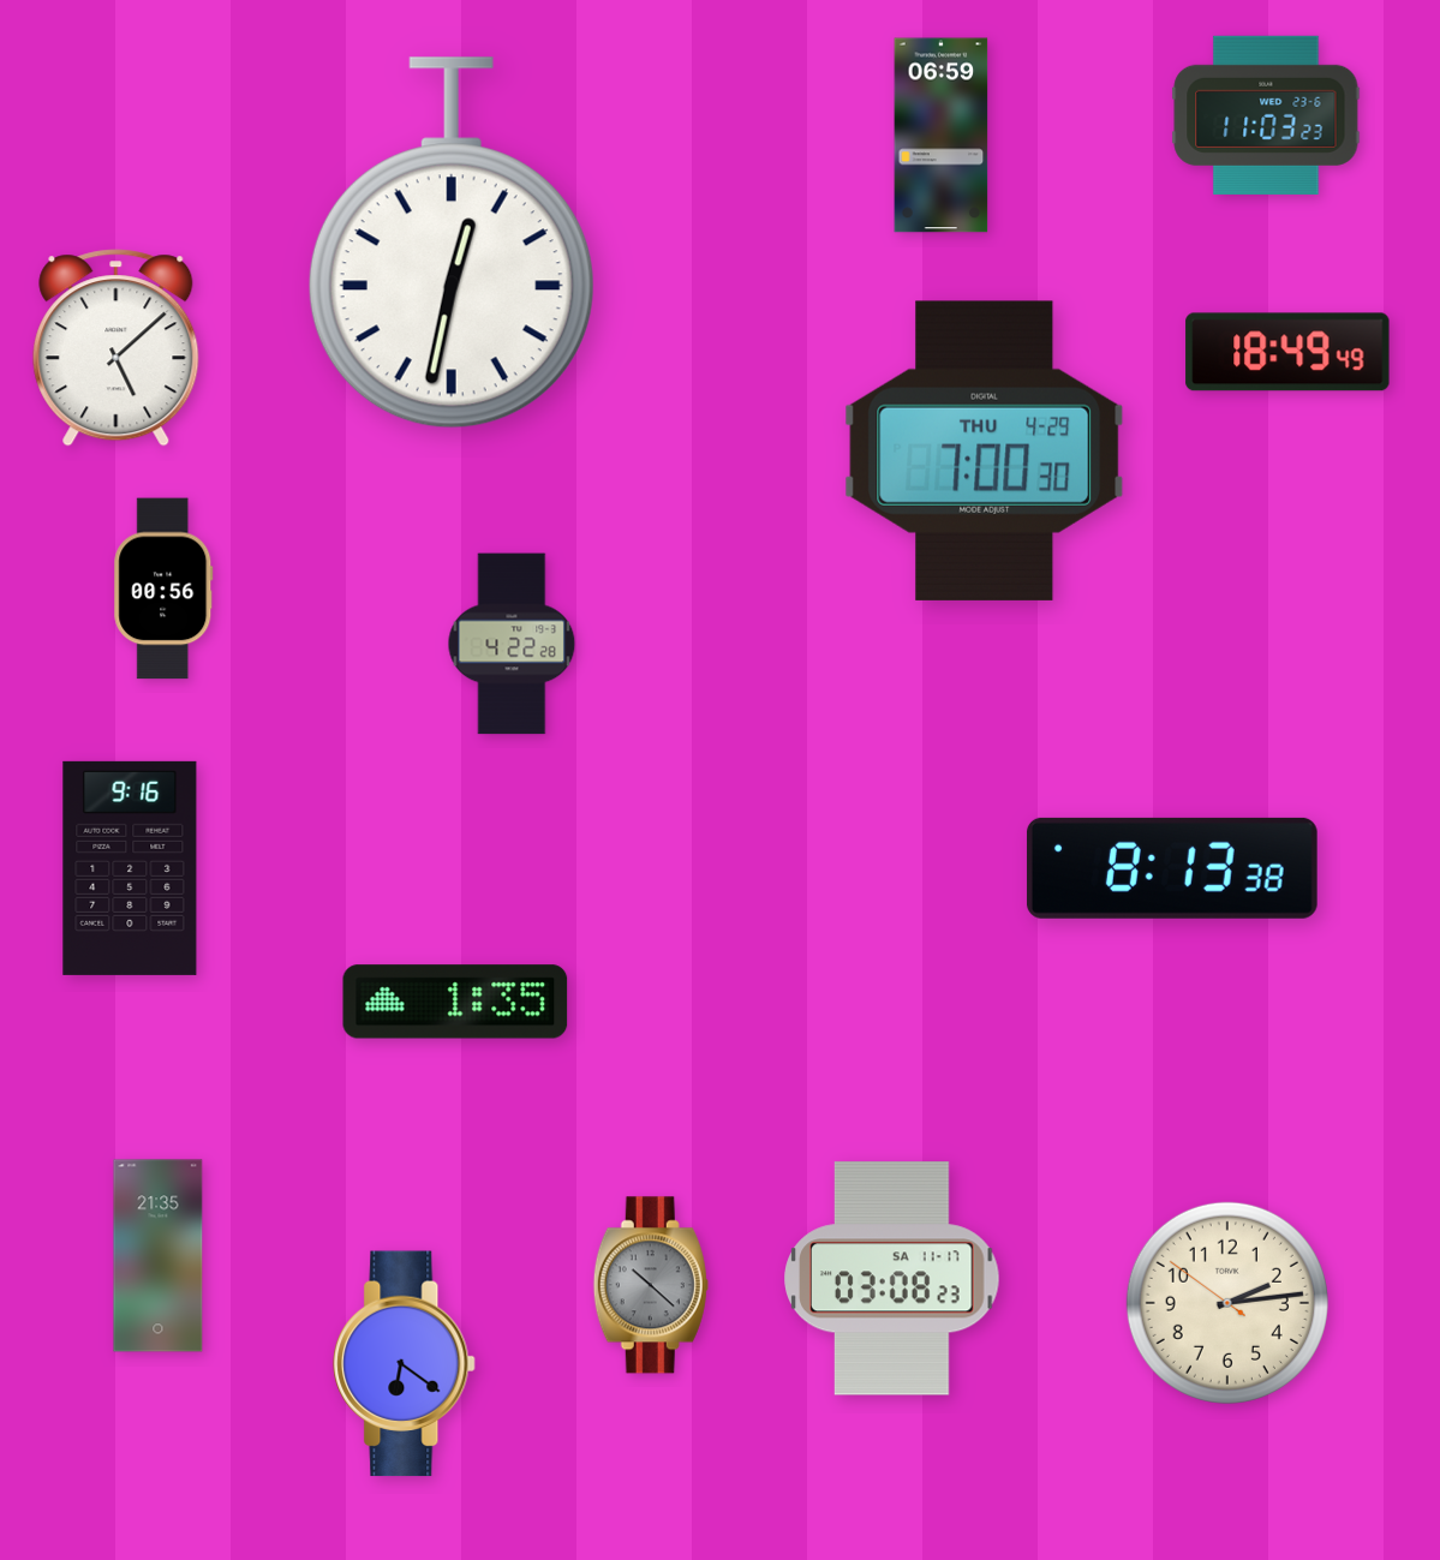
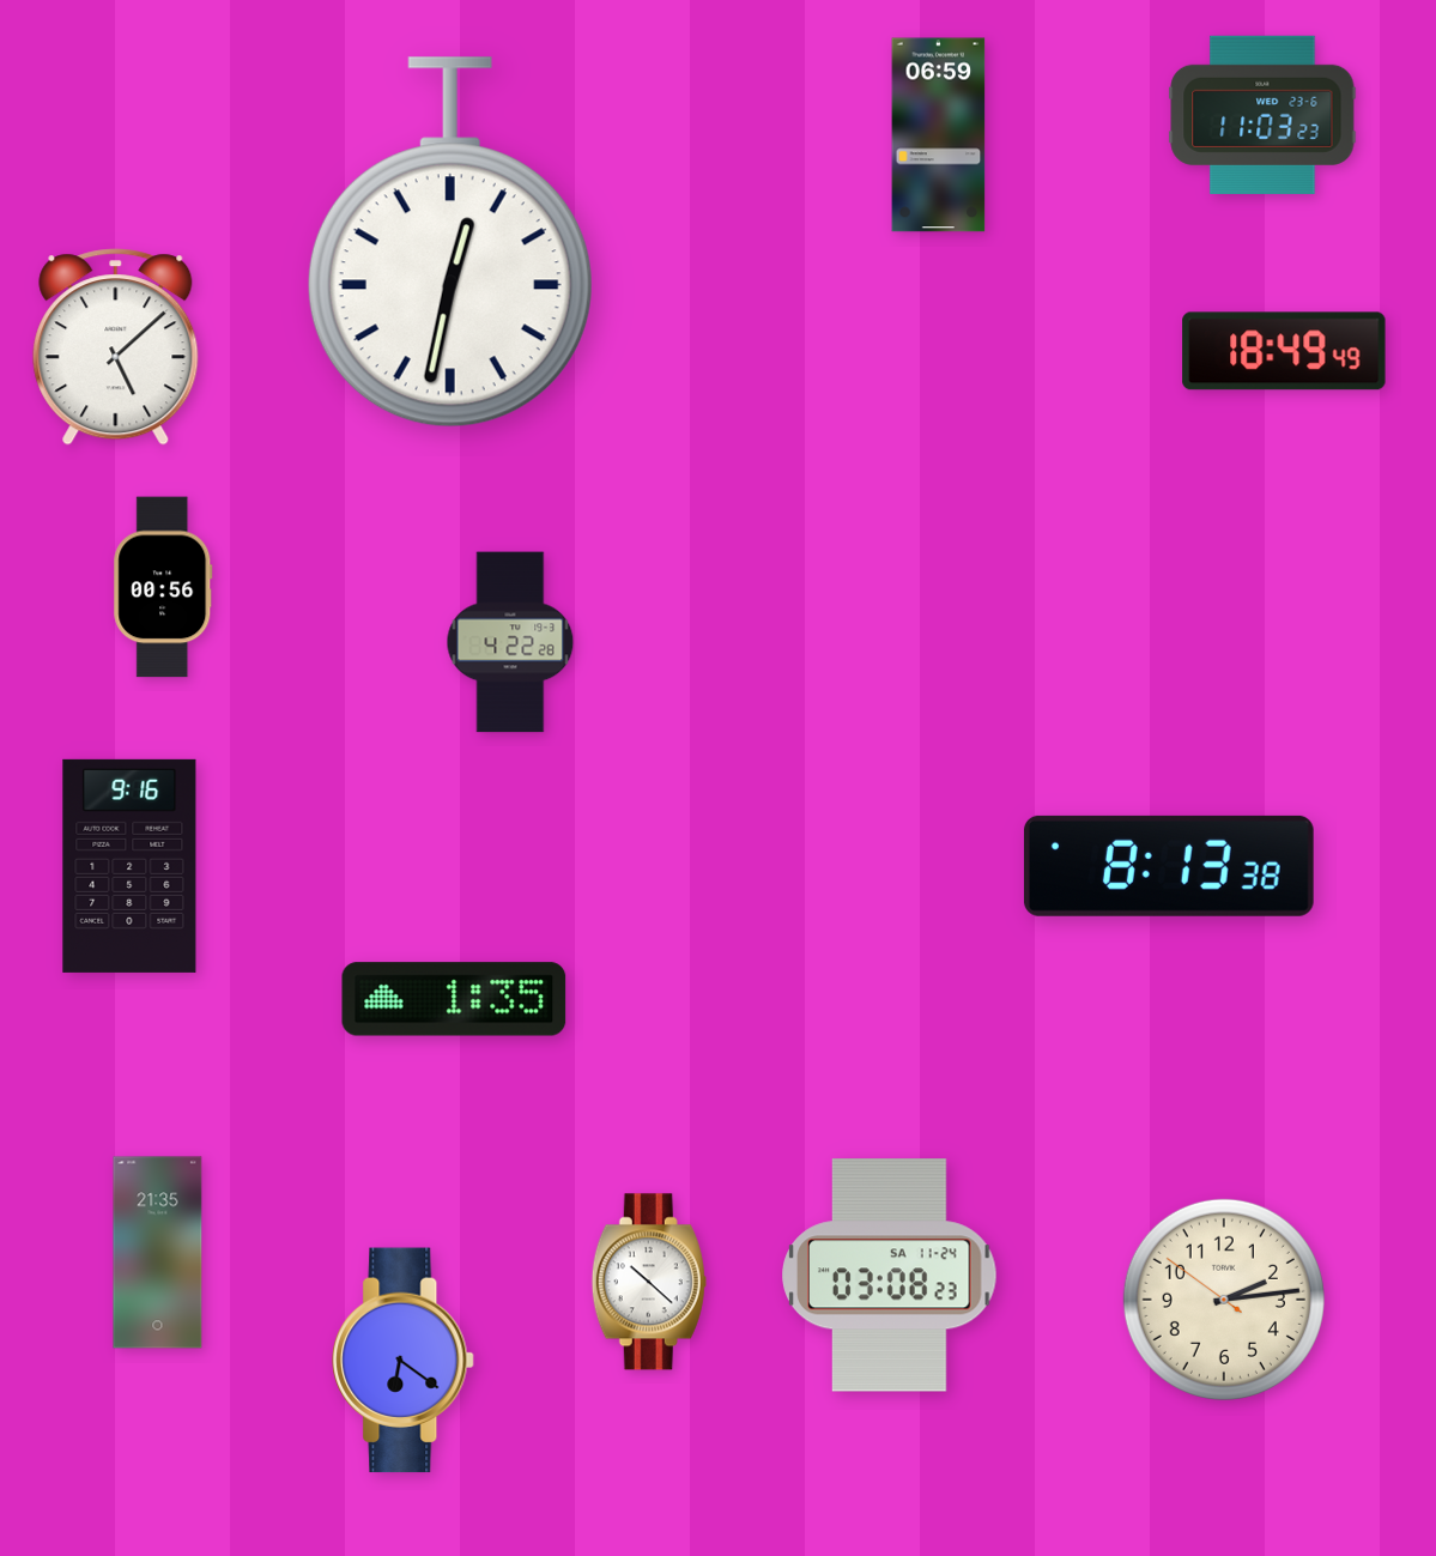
clock at (985, 450): 7:00 -> none
clock at (892, 1279) date: SA 11-17 -> SA 11-24
clock at (651, 1285) dial: grey -> white
